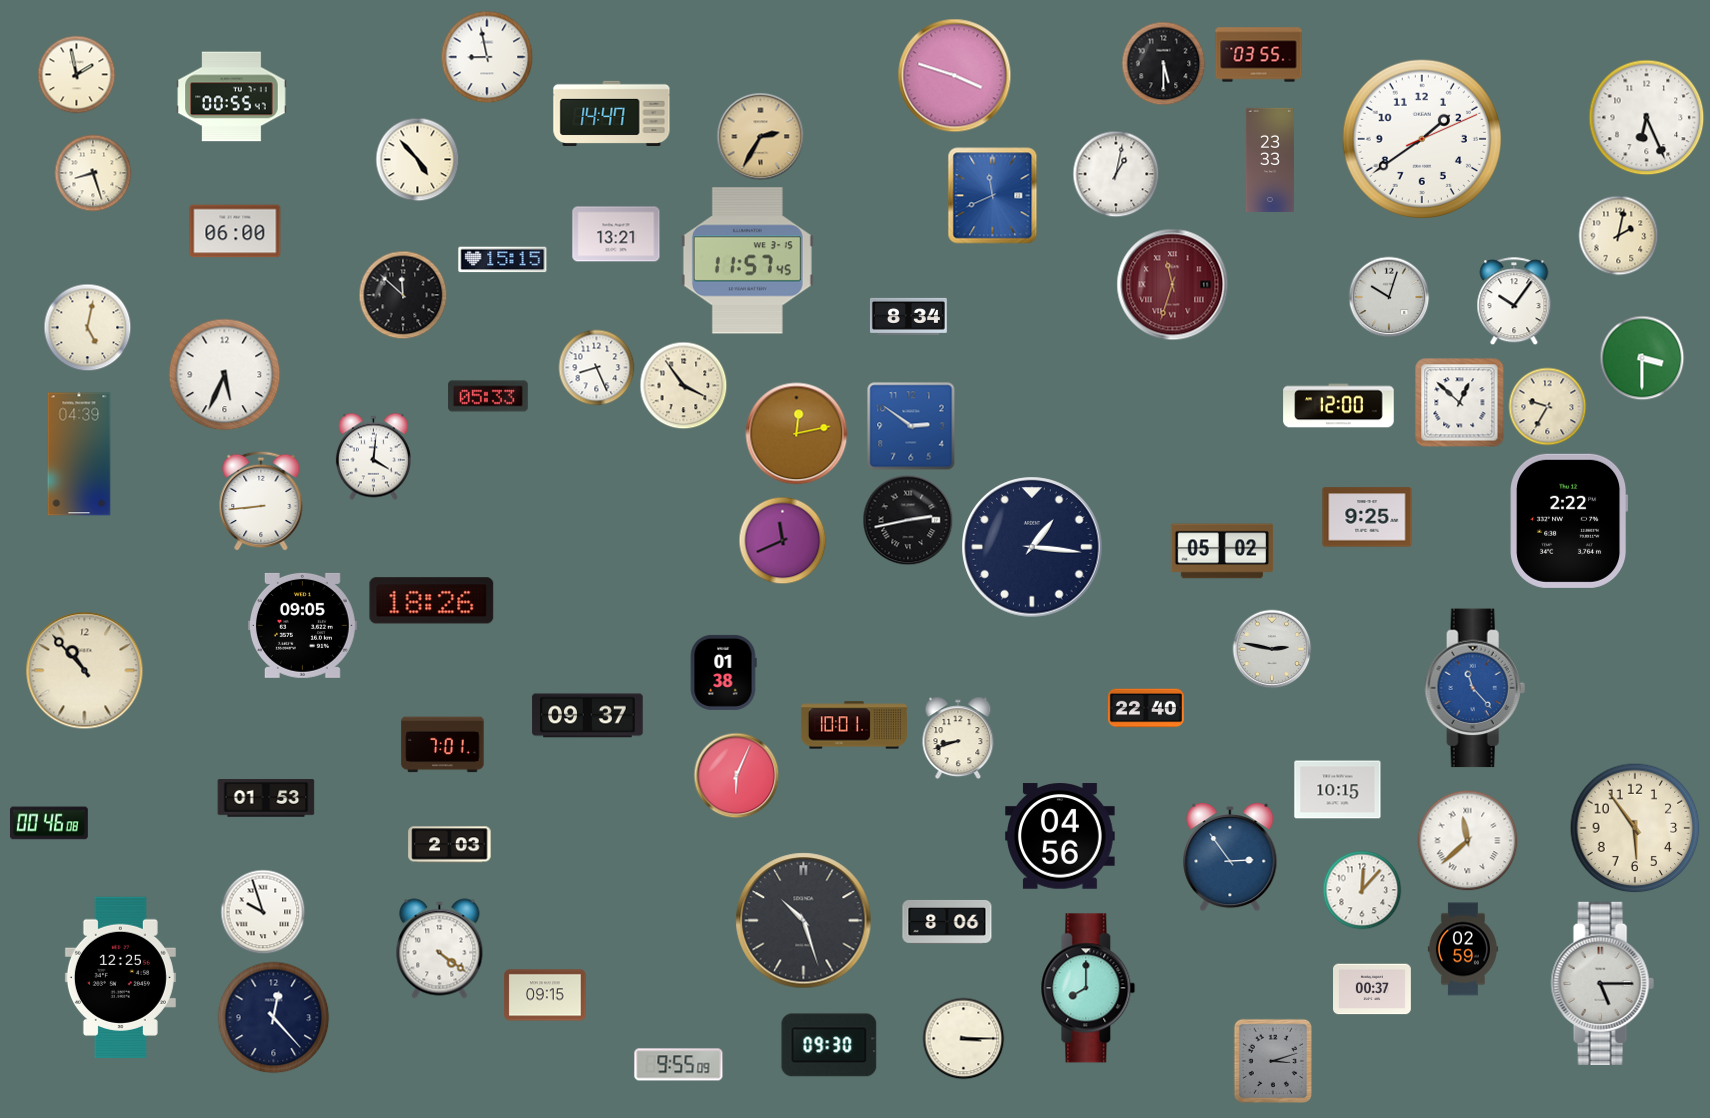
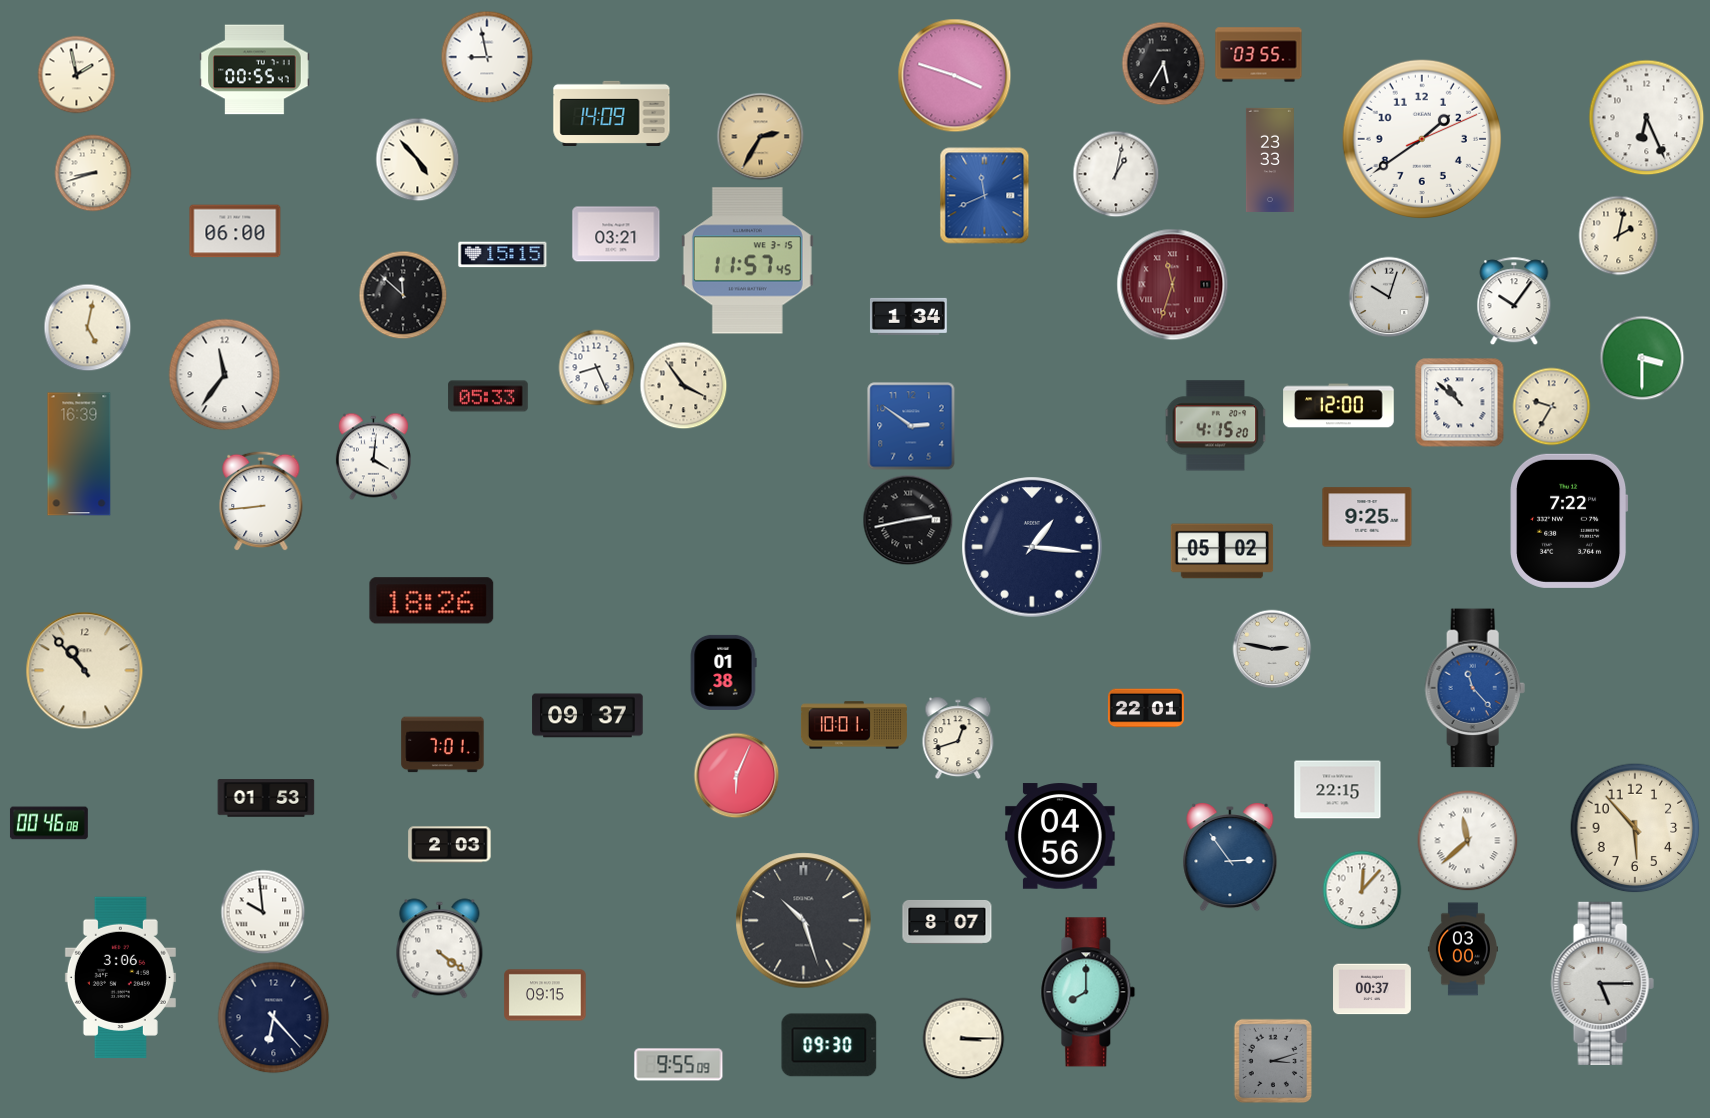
clock at (1164, 64): 5:30 -> 5:35
clock at (232, 97) position: (232, 97) -> (255, 70)
clock at (612, 113): 14:47 -> 14:09
clock at (93, 173): 8:27 -> 8:42
clock at (993, 196) position: (993, 196) -> (985, 196)
clock at (616, 234): 13:21 -> 03:21
clock at (503, 260) position: (503, 260) -> (503, 255)
clock at (908, 316): 8:34 -> 1:34
clock at (225, 375): 5:34 -> 11:36
clock at (1460, 403): 12:52 -> 10:52
clock at (1548, 407) position: (1548, 407) -> (1552, 407)
clock at (1216, 426): none -> 4:15
clock at (797, 434): 12:13 -> none
clock at (79, 454): 04:39 -> 16:39
clock at (1569, 521): 2:22 -> 7:22
clock at (783, 541): 11:41 -> none
clock at (303, 625): 09:05 -> none
clock at (1146, 708): 22:40 -> 22:01
clock at (958, 738): 8:42 -> 12:42
clock at (1338, 790): 10:15 -> 22:15
clock at (1635, 828): 5:54 -> 5:53
clock at (263, 912): 9:57 -> 9:59
clock at (947, 922): 8:06 -> 8:07
clock at (1463, 949): 02:59 -> 03:00
clock at (120, 977): 12:25 -> 3:06
clock at (1088, 988) position: (1088, 988) -> (1088, 992)
clock at (274, 1018): 12:23 -> 6:23
